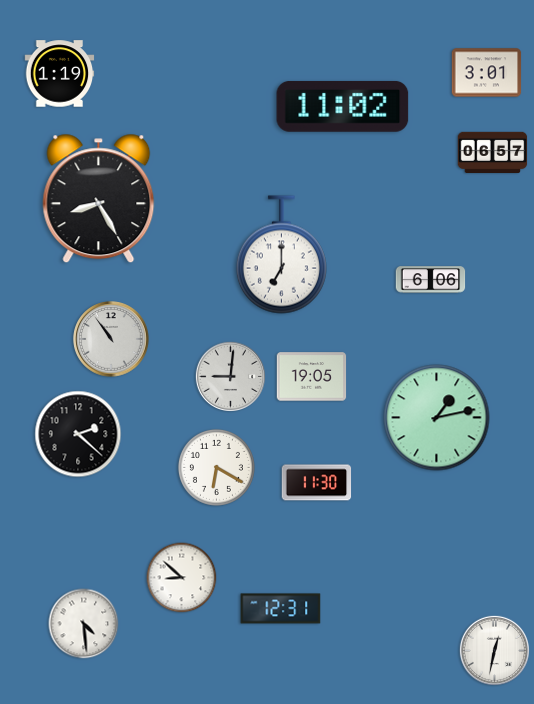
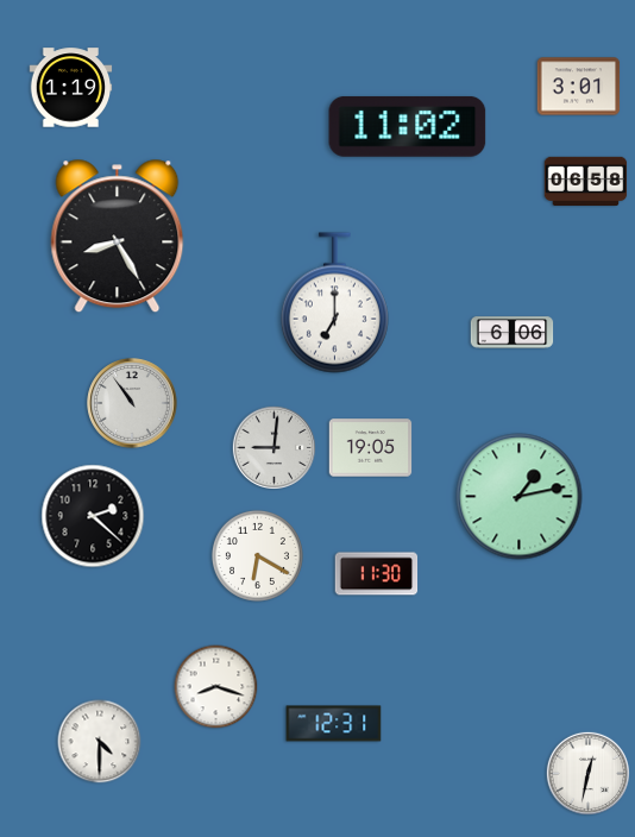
clock at (493, 152): 06:57 -> 06:58
clock at (182, 578): 8:52 -> 8:18
clock at (84, 624): 4:29 -> 4:30
